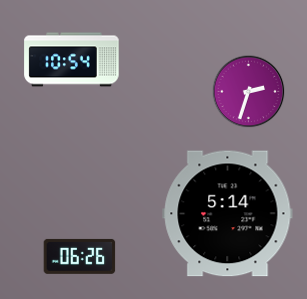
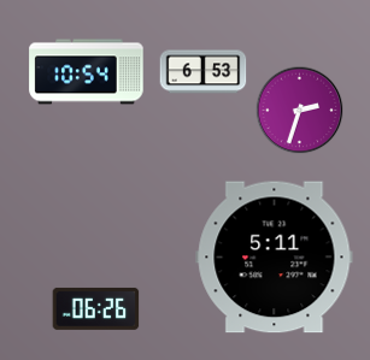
clock at (204, 72): none -> 6:53
clock at (228, 214): 5:14 -> 5:11
